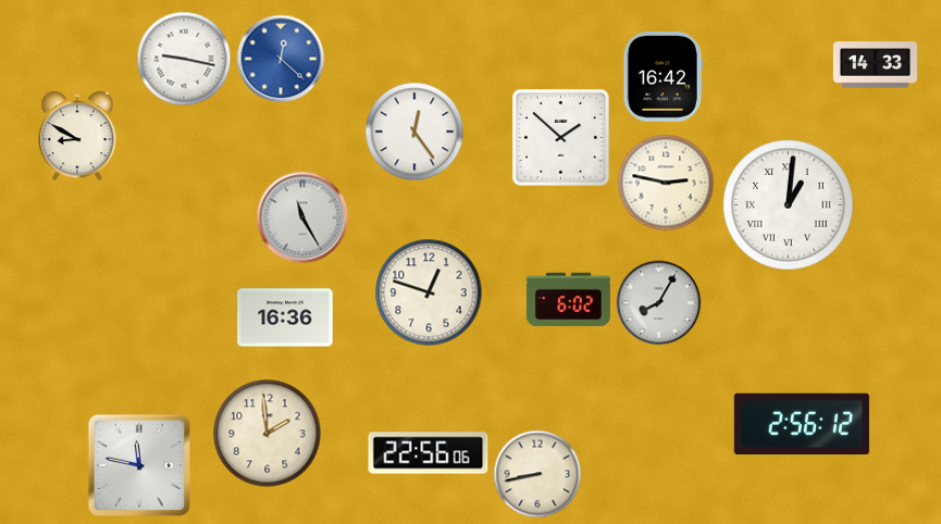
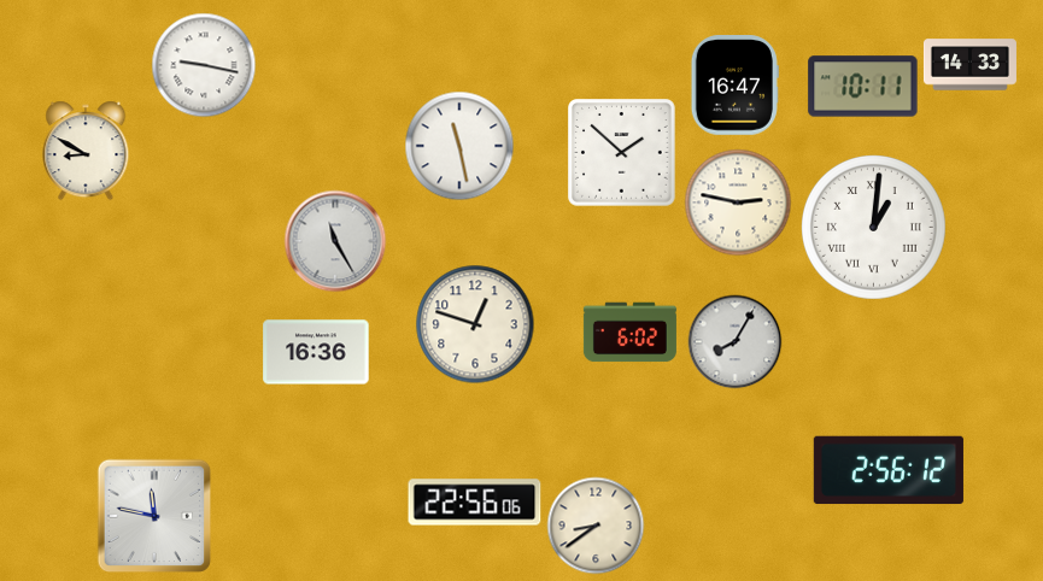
clock at (281, 59): 12:22 -> none
clock at (875, 65) position: (875, 65) -> (969, 65)
clock at (663, 77): 16:42 -> 16:47
clock at (863, 87): none -> 10:11
clock at (414, 132): 12:24 -> 11:28
clock at (658, 302) position: (658, 302) -> (734, 341)
clock at (268, 434): 1:59 -> none
clock at (537, 474): 8:43 -> 8:39
